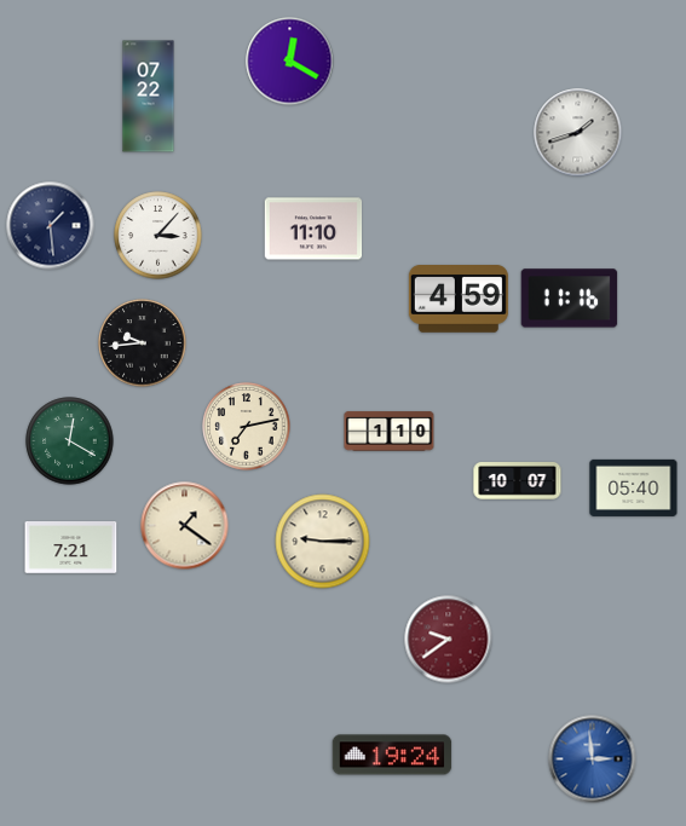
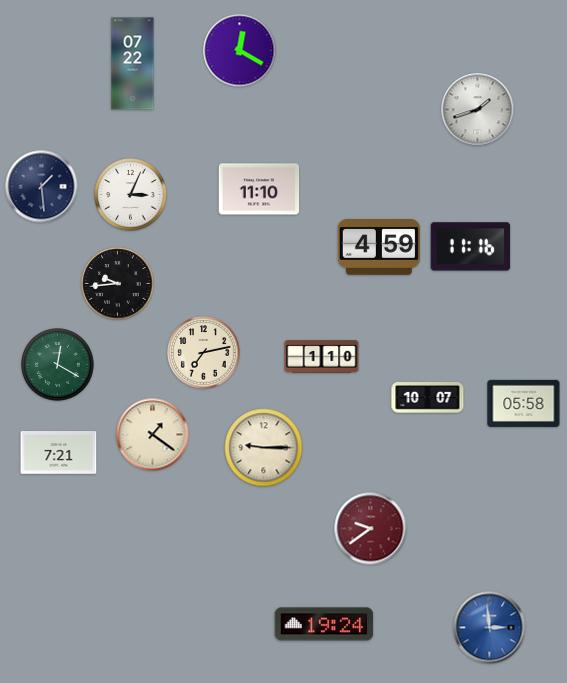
clock at (149, 97) position: (149, 97) -> (133, 64)
clock at (158, 236): 3:07 -> 3:04
clock at (634, 487): 05:40 -> 05:58
clock at (323, 542) position: (323, 542) -> (264, 448)
